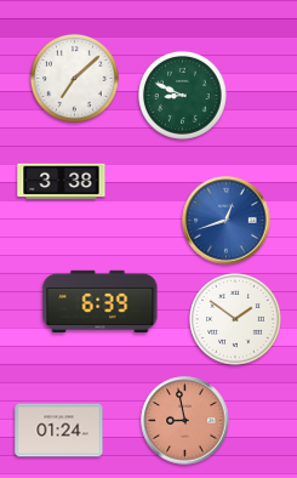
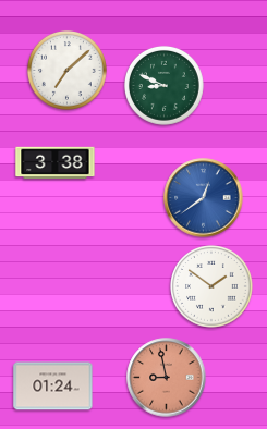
clock at (227, 221): 12:42 -> 12:39
clock at (101, 301): 6:39 -> none
